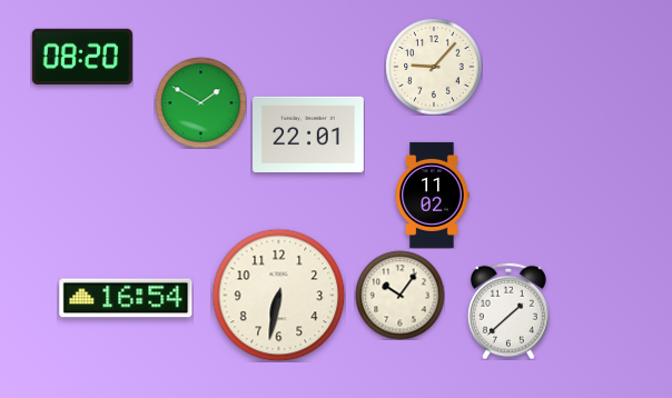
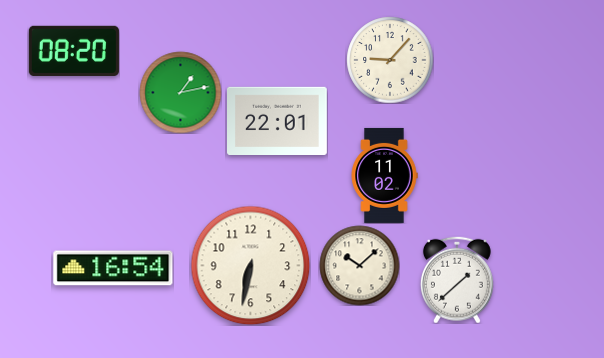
clock at (200, 102): 1:50 -> 1:13
clock at (432, 195) position: (432, 195) -> (384, 175)
clock at (399, 295): 10:06 -> 10:08
